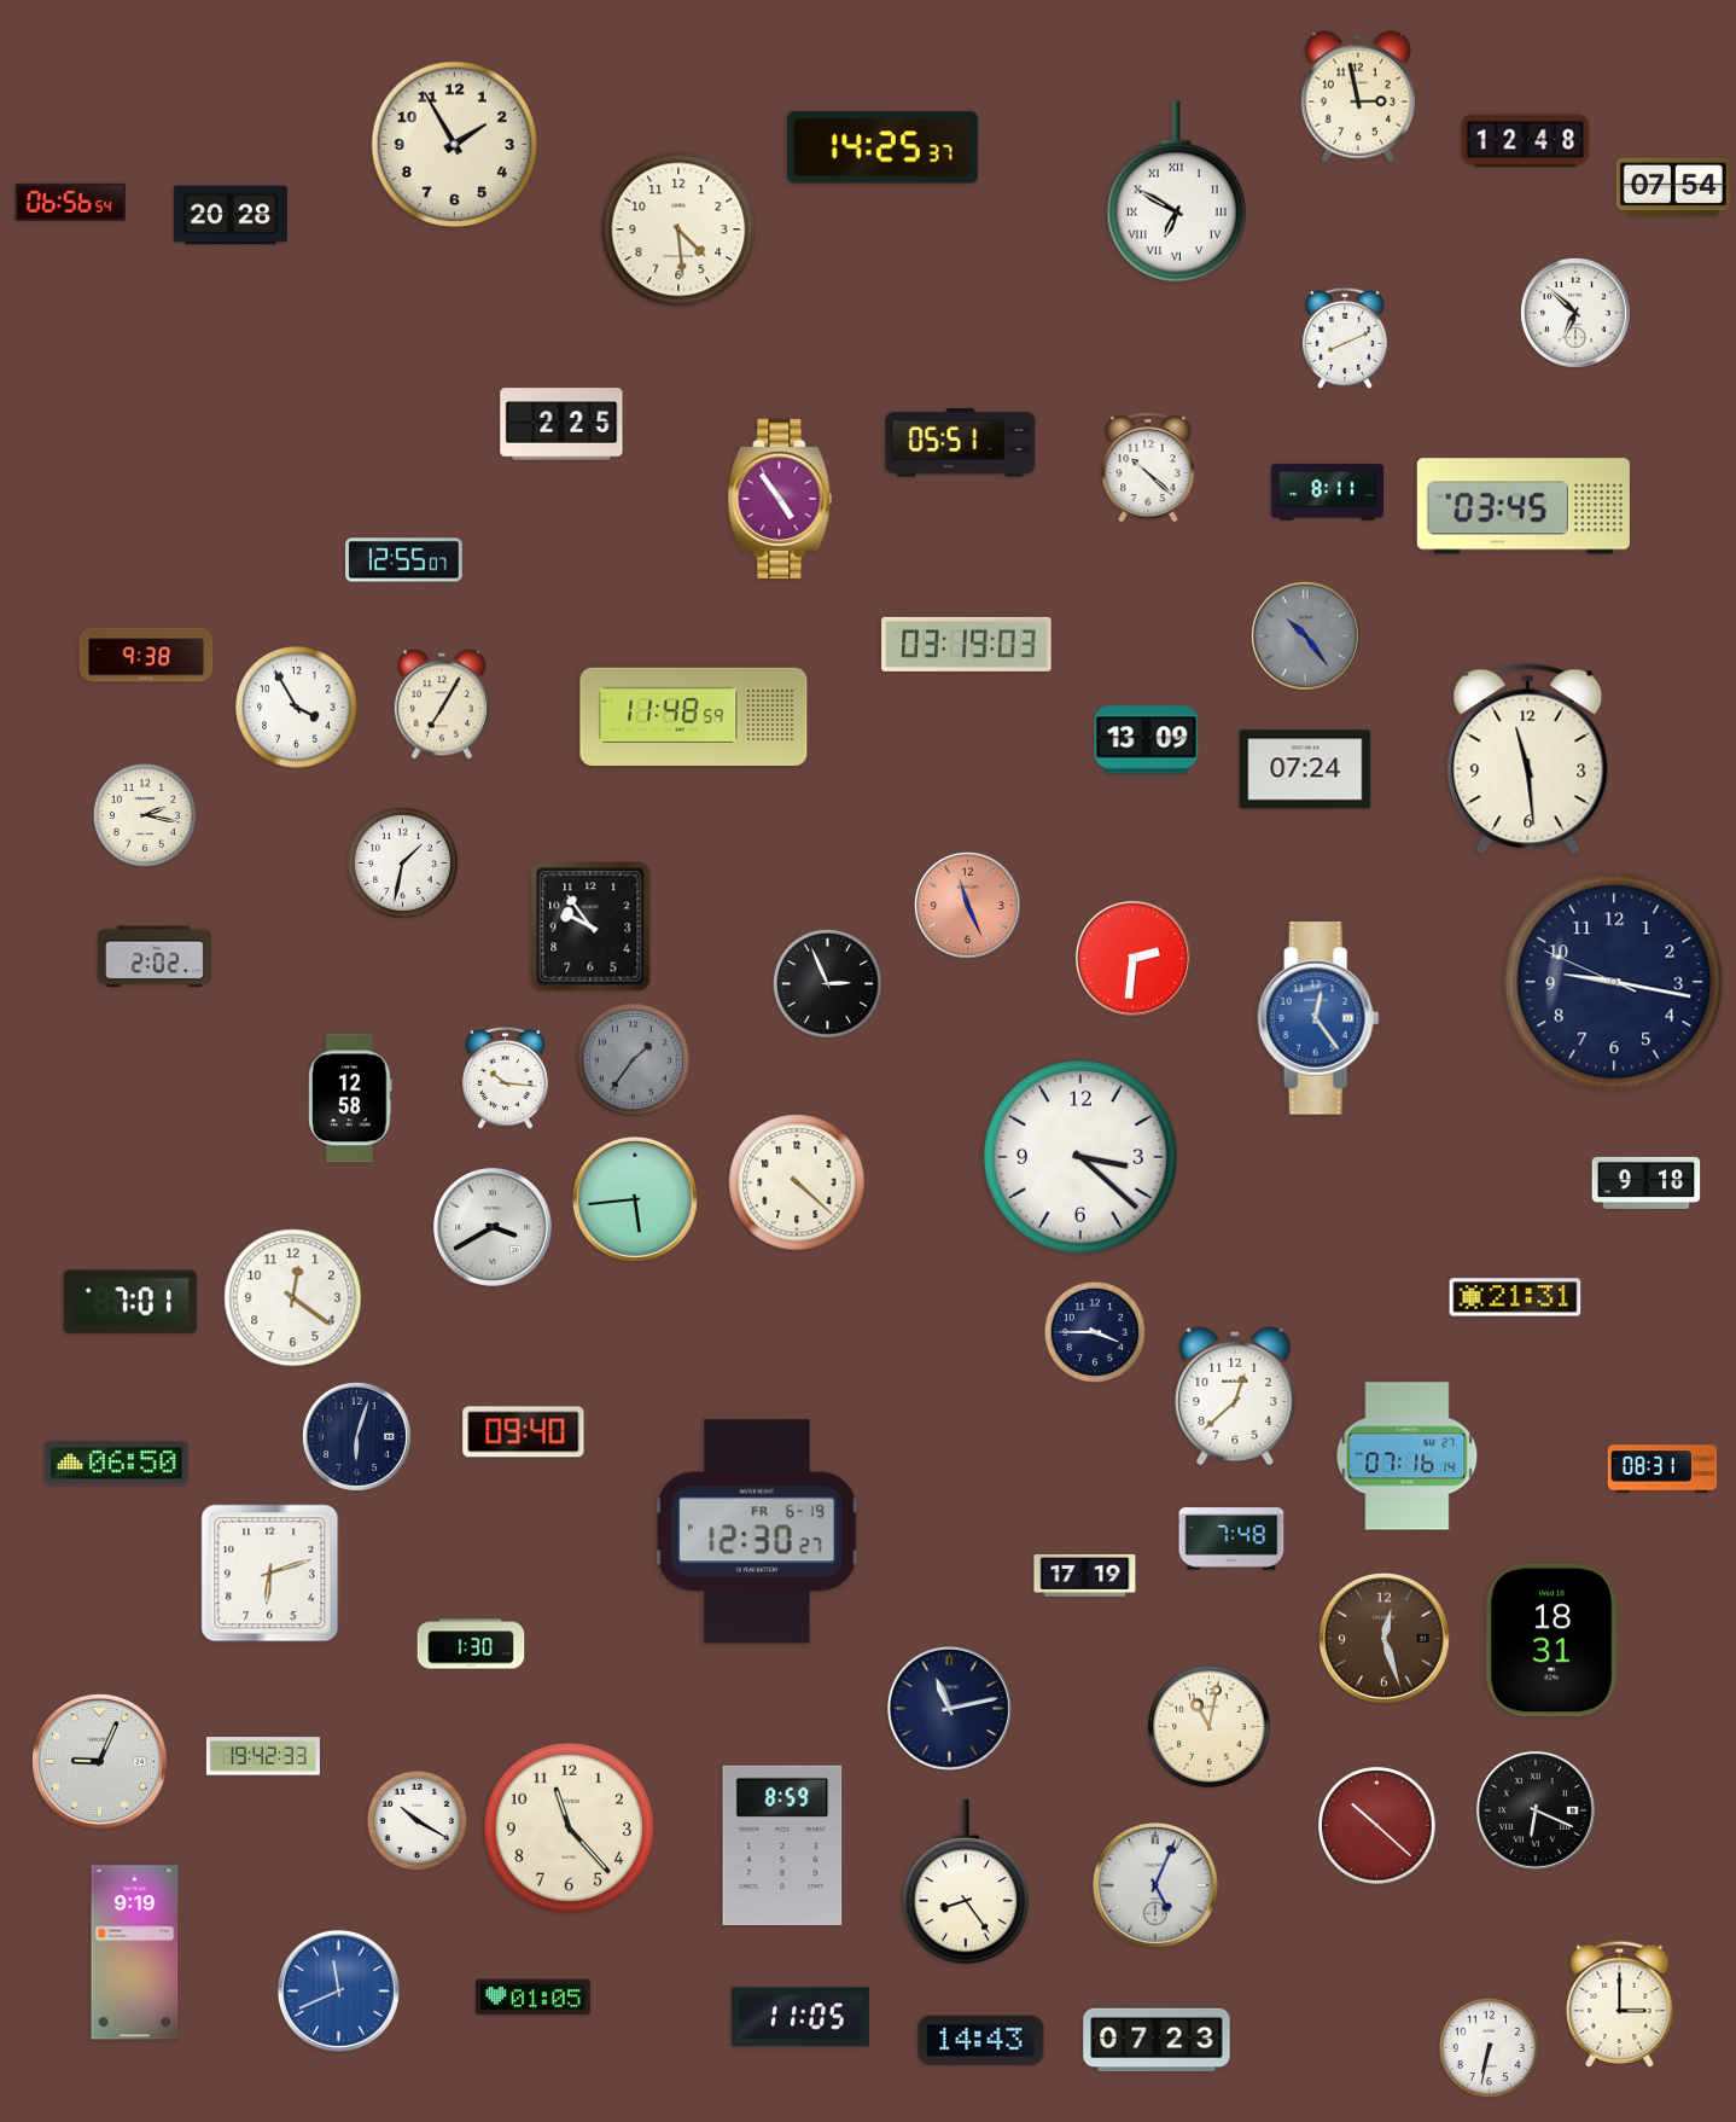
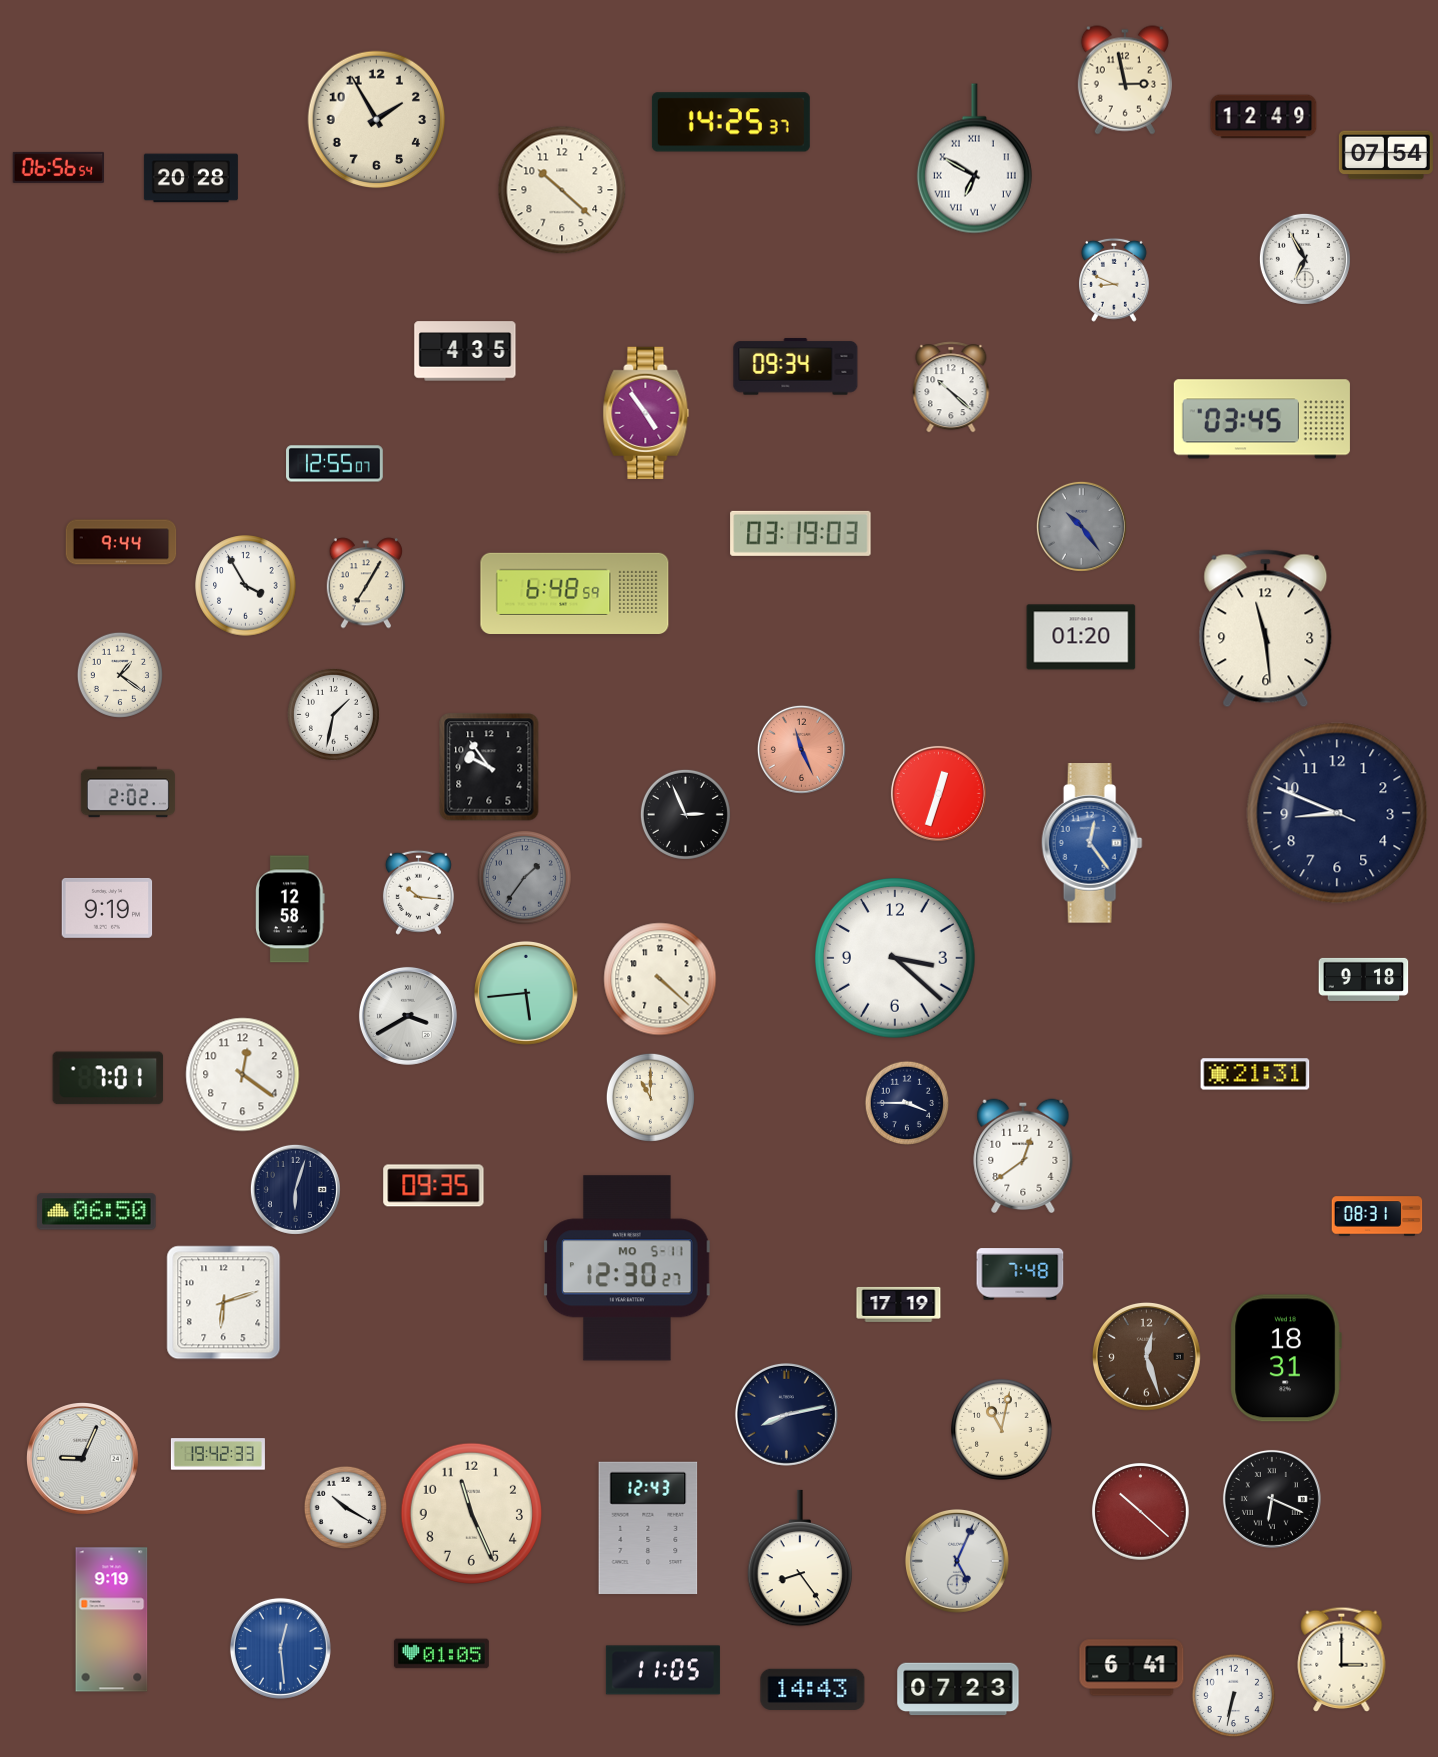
clock at (1526, 141): 12:48 -> 12:49
clock at (678, 229): 4:29 -> 10:22
clock at (1575, 313): 6:52 -> 6:55
clock at (1345, 338): 8:11 -> 8:49
clock at (561, 424): 2:25 -> 4:35
clock at (961, 443): 05:51 -> 09:34
clock at (1327, 493): 8:11 -> none
clock at (146, 655): 9:38 -> 9:44
clock at (694, 716): 11:48 -> 6:48
clock at (1147, 740): 13:09 -> none
clock at (1305, 769): 07:24 -> 01:20
clock at (145, 815): 2:17 -> 1:21
clock at (1132, 958): 2:31 -> 12:33
clock at (1614, 982): 9:16 -> 8:48
clock at (107, 908): none -> 9:19
clock at (650, 1097): none -> 11:00
clock at (1235, 1396): 12:38 -> 12:39
clock at (524, 1432): 09:40 -> 09:35
clock at (1408, 1457): 07:16 -> none
clock at (758, 1531) date: FR 6-19 -> MO 5-11
clock at (471, 1644): 1:30 -> none
clock at (949, 1708): 11:13 -> 8:13
clock at (569, 1827): 11:23 -> 11:26
clock at (782, 1845): 8:59 -> 12:43
clock at (135, 1953) position: (135, 1953) -> (112, 1620)
clock at (338, 1990): 11:41 -> 12:29
clock at (1132, 1668): none -> 6:41
